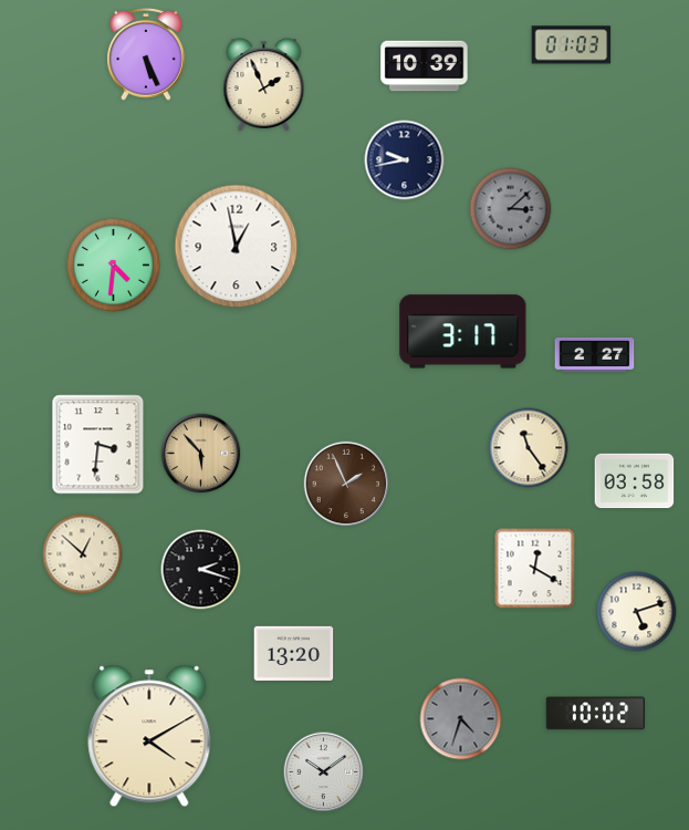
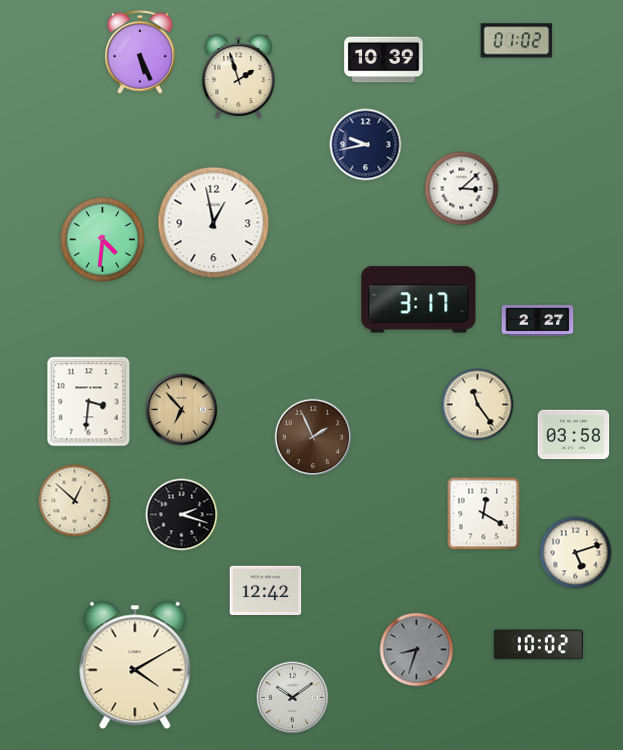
clock at (572, 45): 01:03 -> 01:02
clock at (147, 54) position: (147, 54) -> (141, 52)
clock at (264, 84): 1:56 -> 1:57
clock at (511, 209) dial: grey -> white
clock at (201, 454): 5:53 -> 6:53
clock at (294, 653): 13:20 -> 12:42
clock at (461, 719): 4:33 -> 8:33
